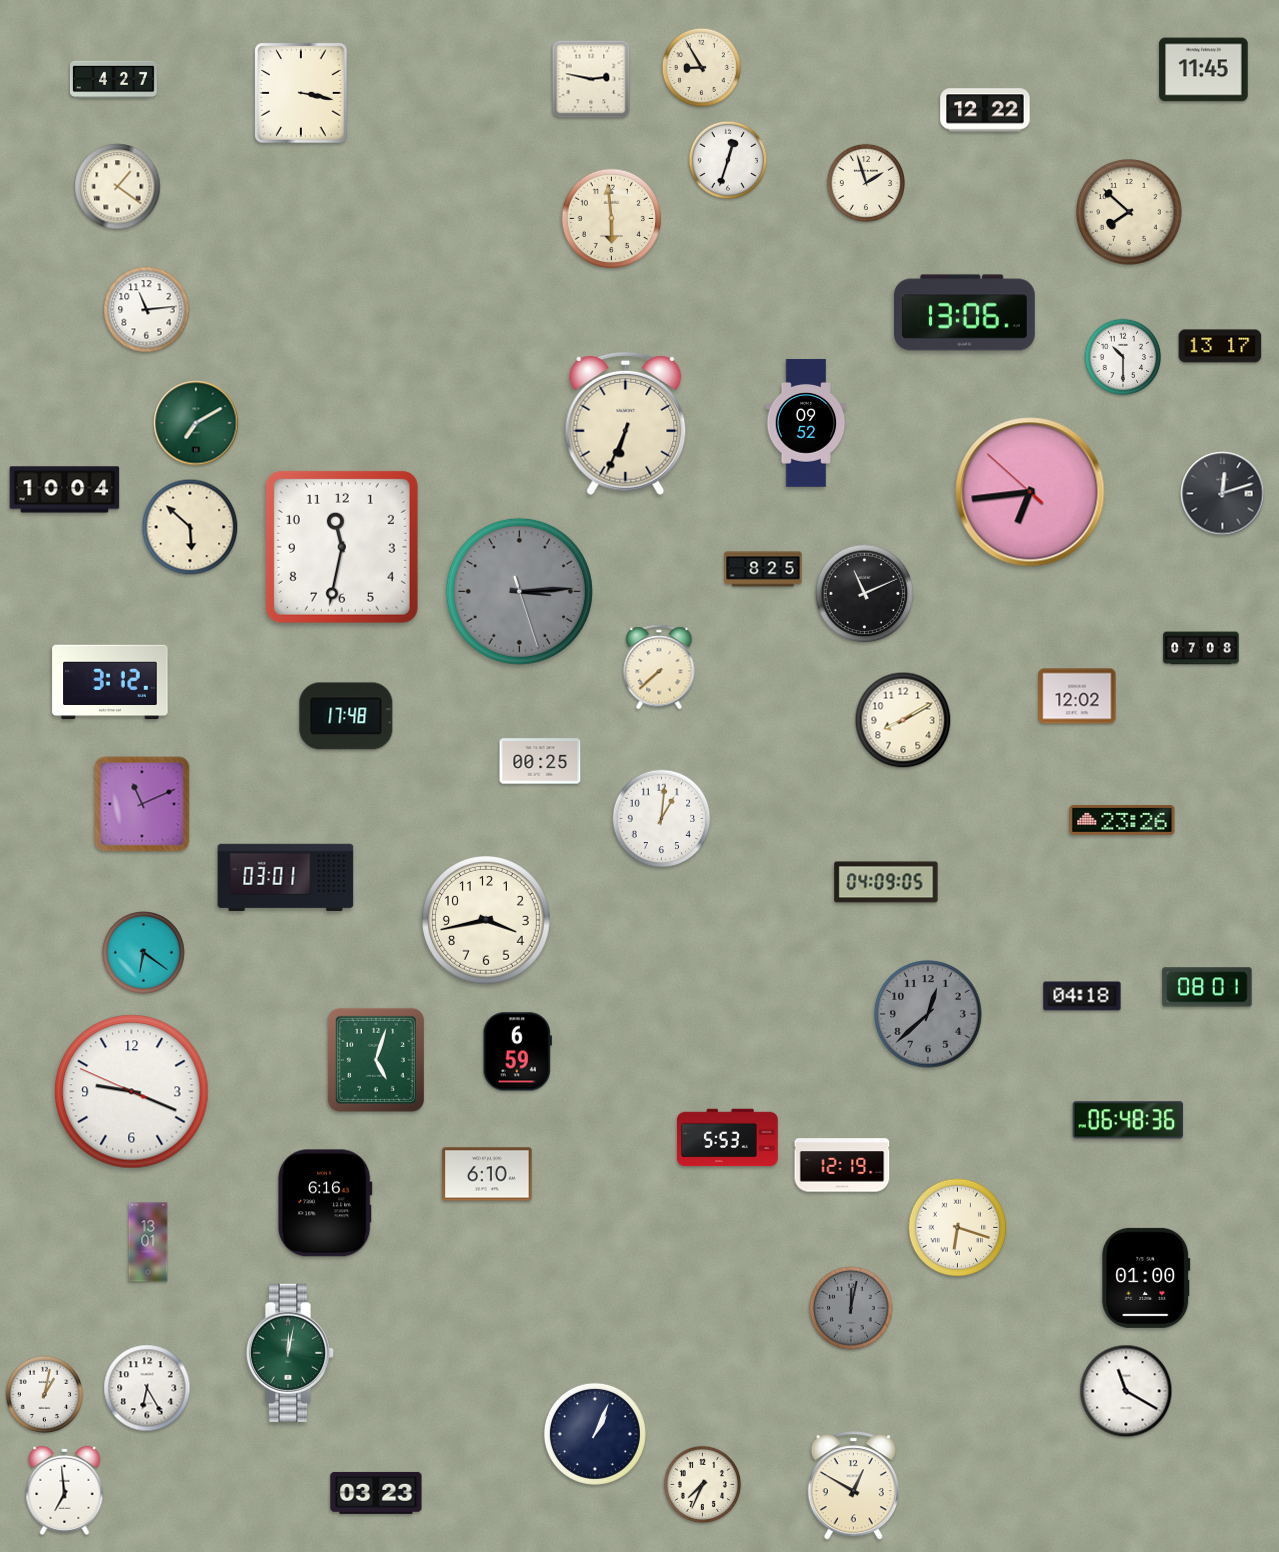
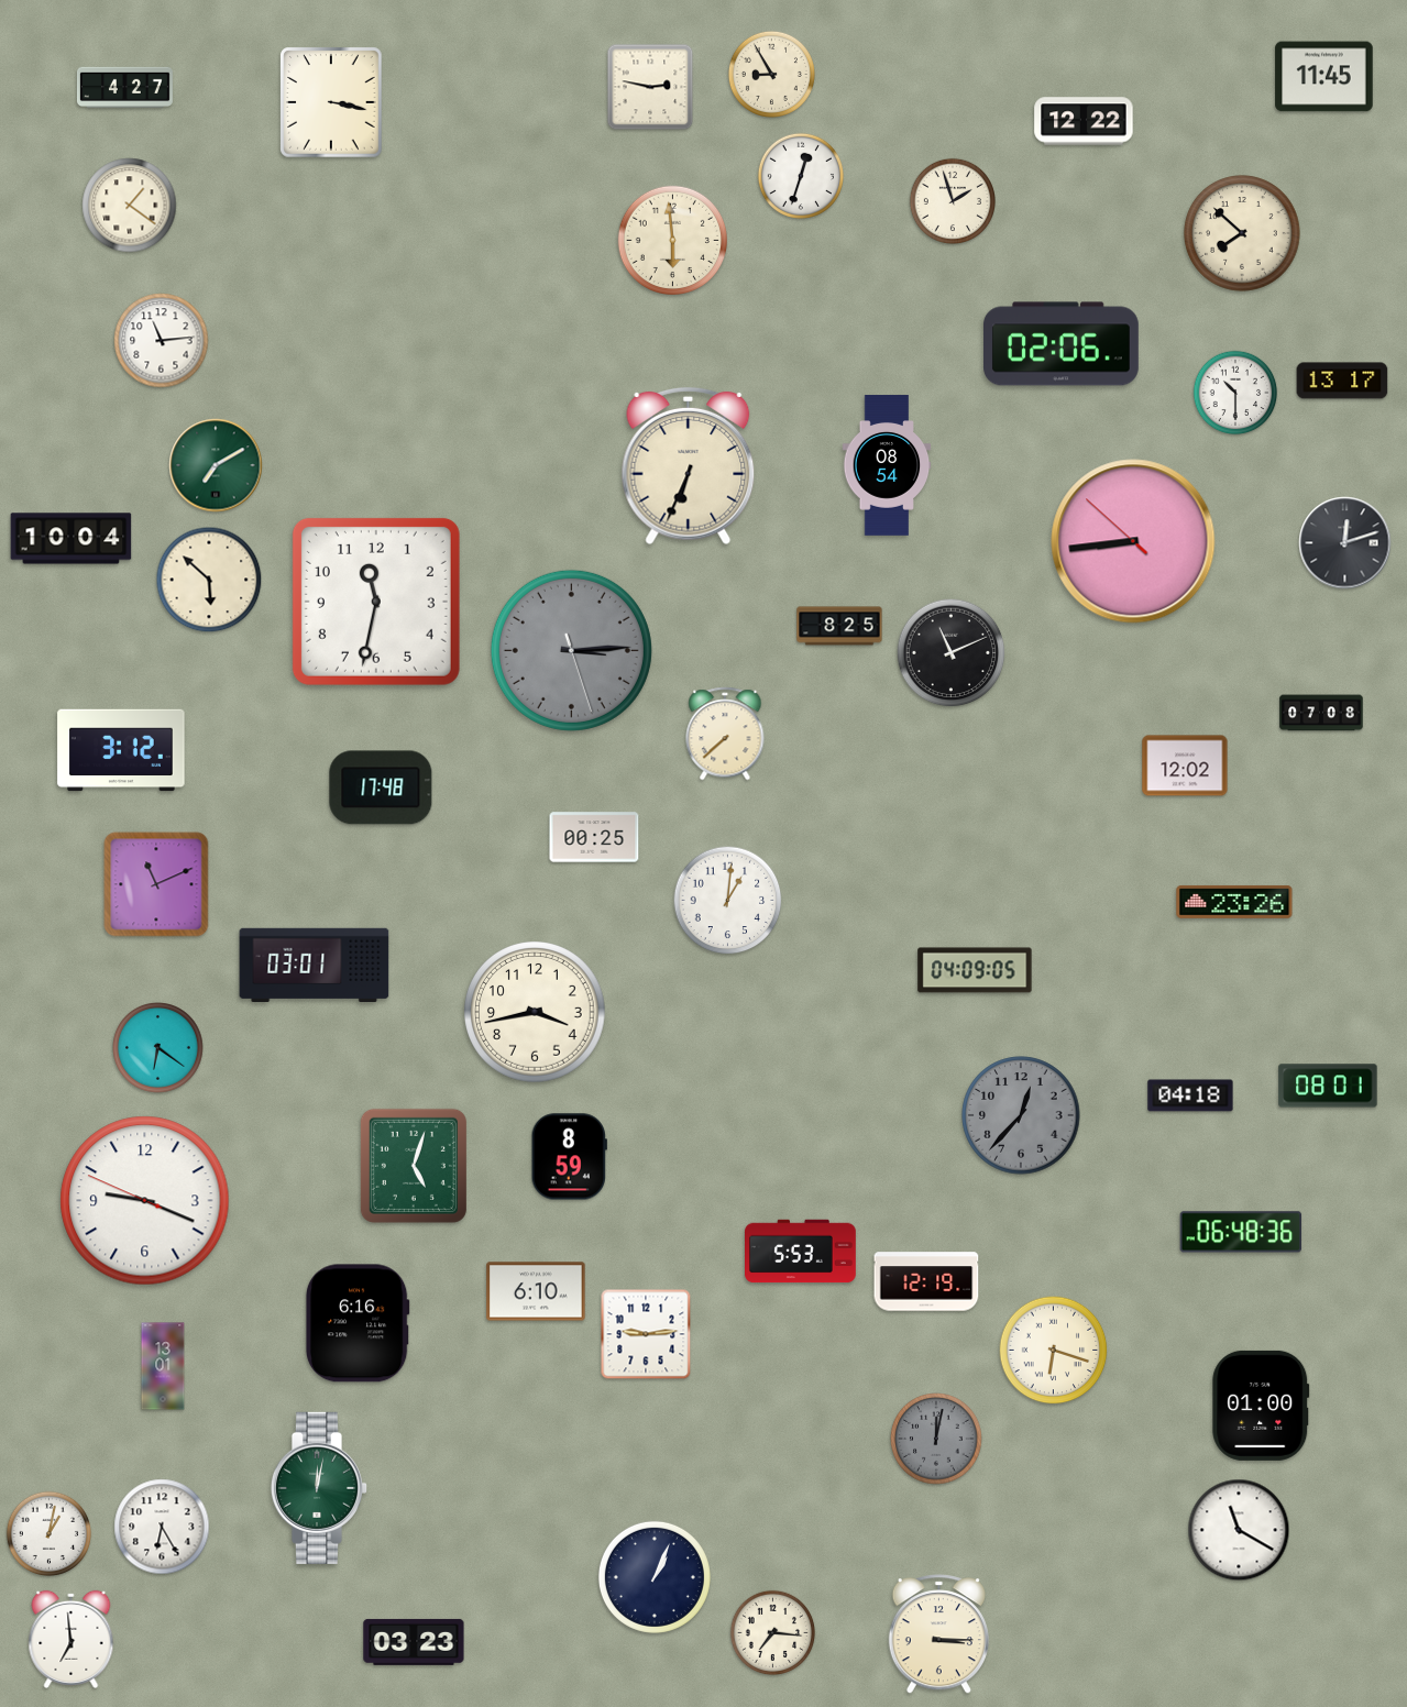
clock at (965, 313): 13:06 -> 02:06
clock at (806, 423): 09:52 -> 08:54
clock at (1030, 492): 6:43 -> 8:43
clock at (903, 720): 8:10 -> none
clock at (928, 1014): 12:38 -> 12:37
clock at (517, 1052): 6:59 -> 8:59
clock at (646, 1334): none -> 9:14
clock at (703, 1485): 7:34 -> 7:16
clock at (853, 1486): 12:50 -> 3:15
